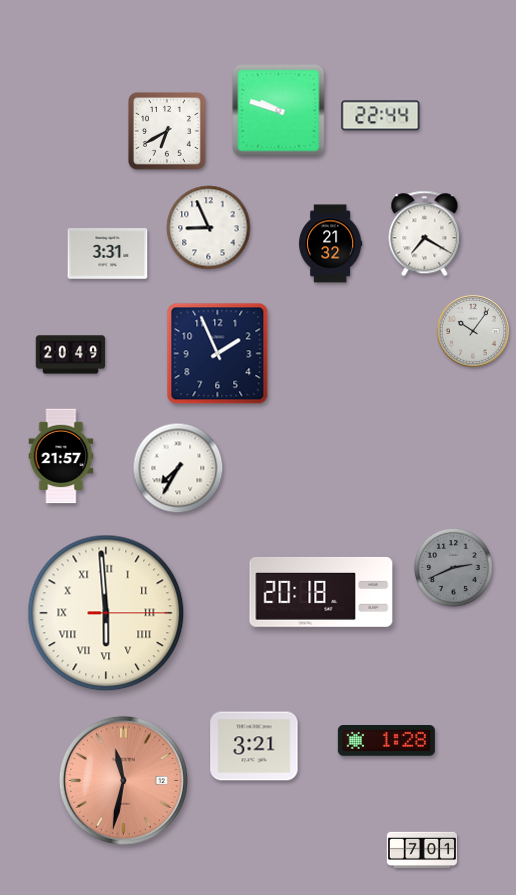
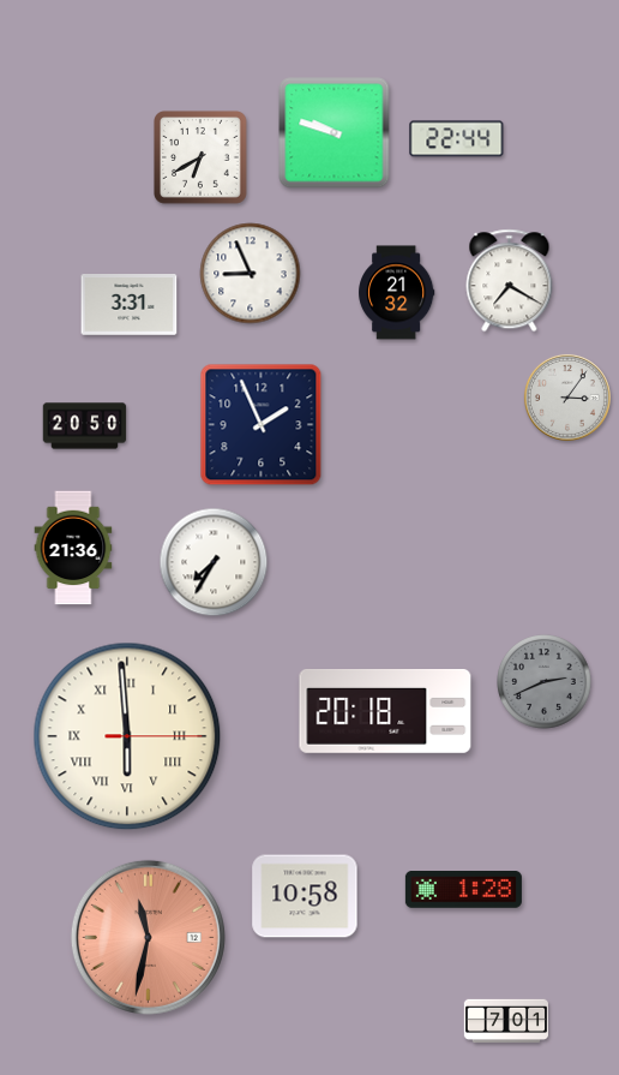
clock at (473, 331): 10:06 -> 3:06
clock at (71, 355): 20:49 -> 20:50
clock at (61, 456): 21:57 -> 21:36
clock at (254, 746): 3:21 -> 10:58
